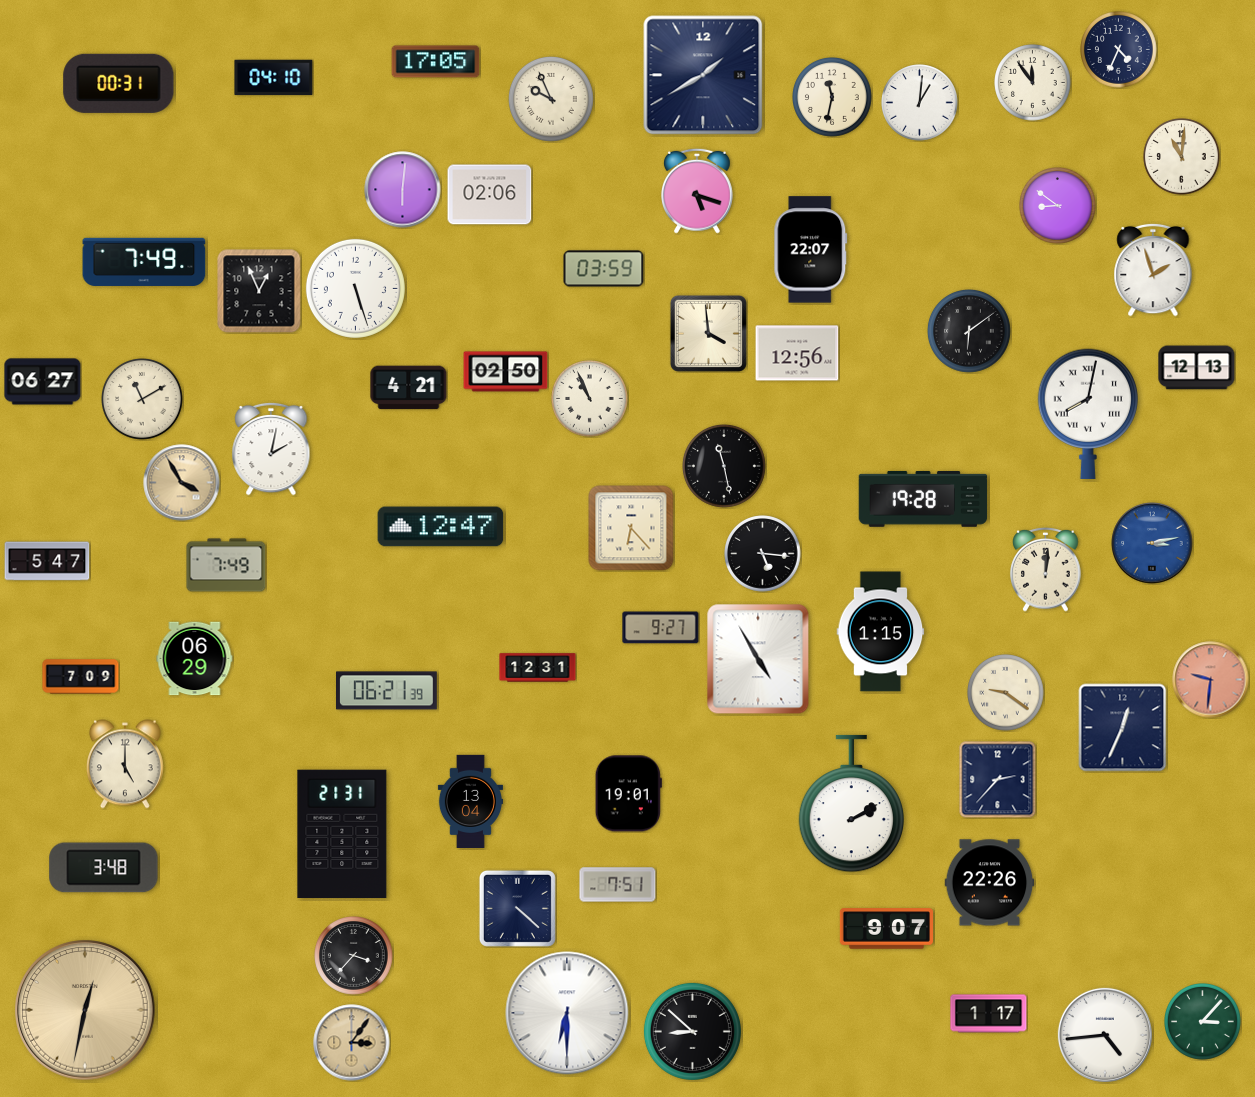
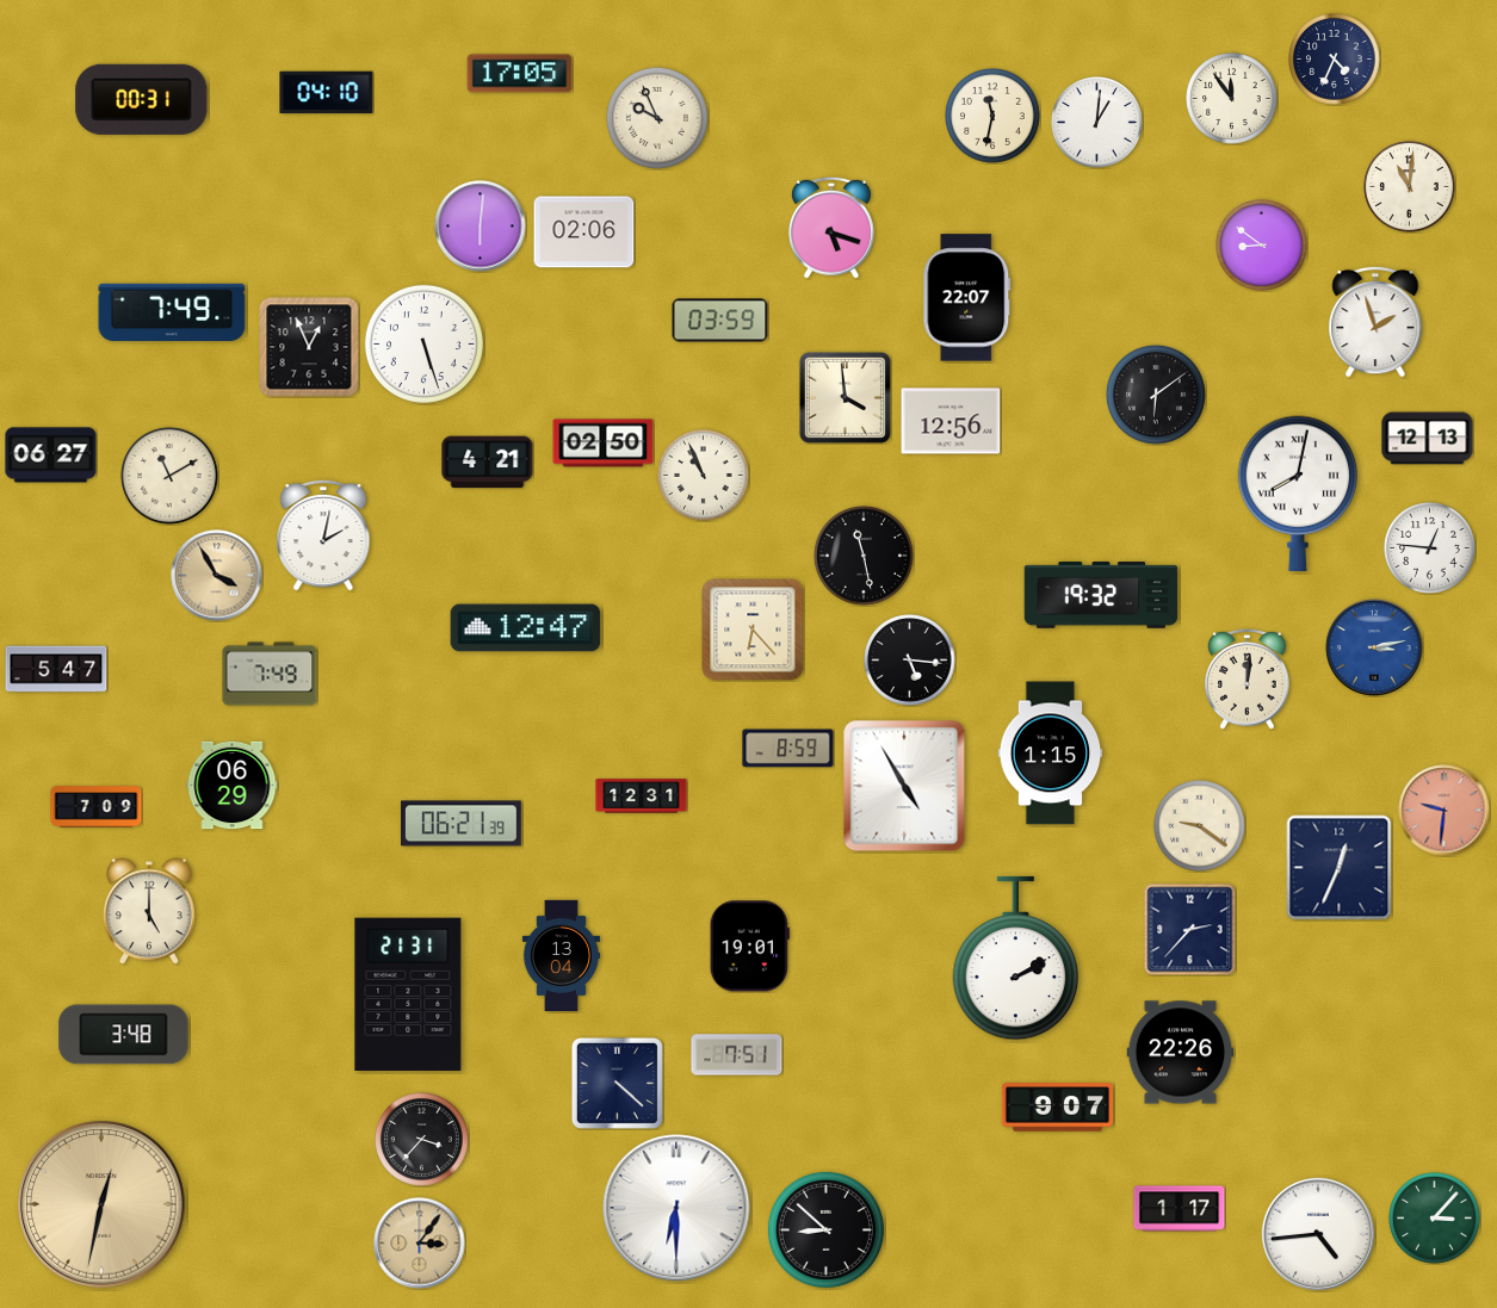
clock at (703, 75): 1:40 -> none
clock at (1430, 548): none -> 12:46
clock at (923, 499): 19:28 -> 19:32
clock at (661, 628): 9:27 -> 8:59
